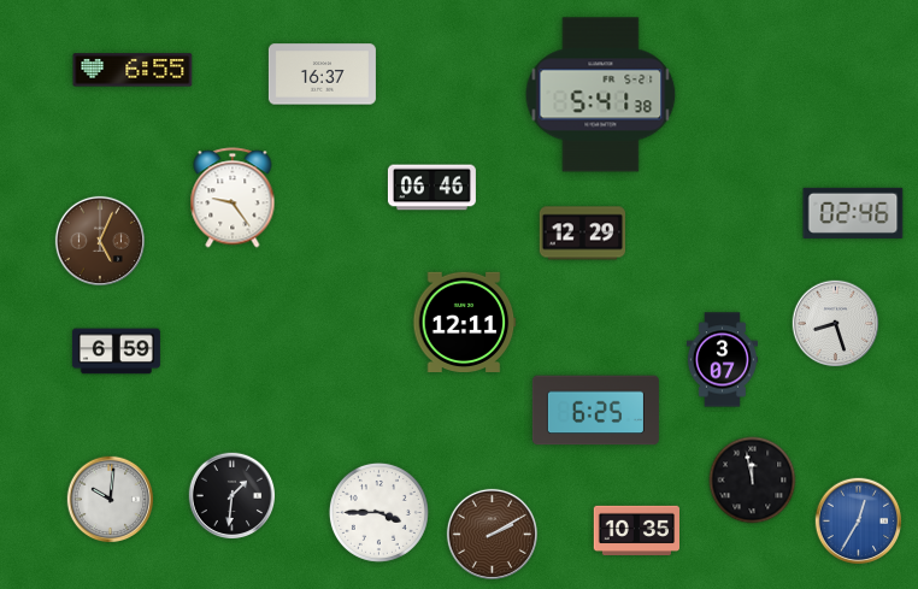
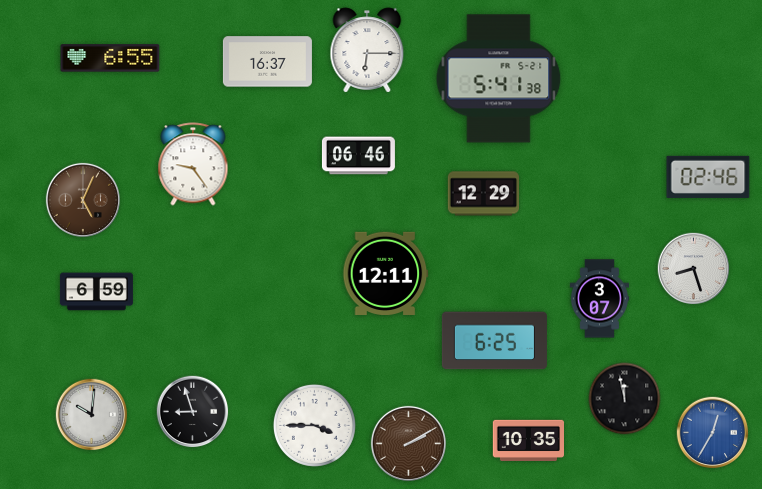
clock at (367, 50): none -> 6:15
clock at (465, 322) position: (465, 322) -> (386, 273)
clock at (233, 496): 1:31 -> 8:57
